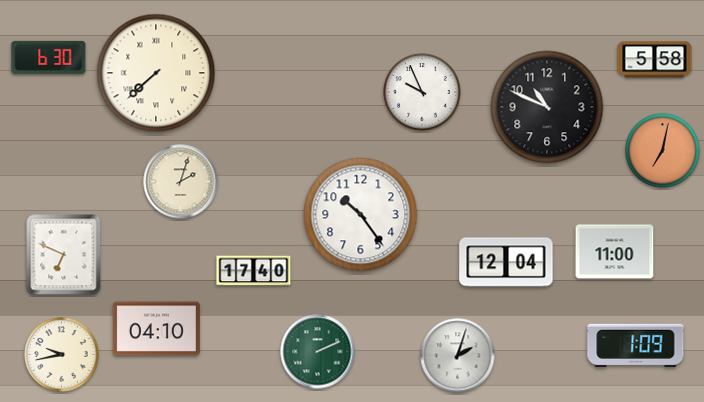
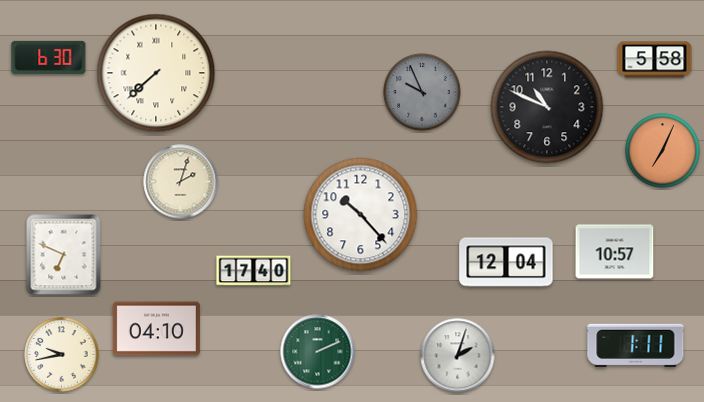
clock at (422, 92) dial: white -> grey
clock at (663, 151): 7:02 -> 7:04
clock at (361, 215): 10:24 -> 10:23
clock at (615, 252): 11:00 -> 10:57
clock at (636, 345): 1:09 -> 1:11
